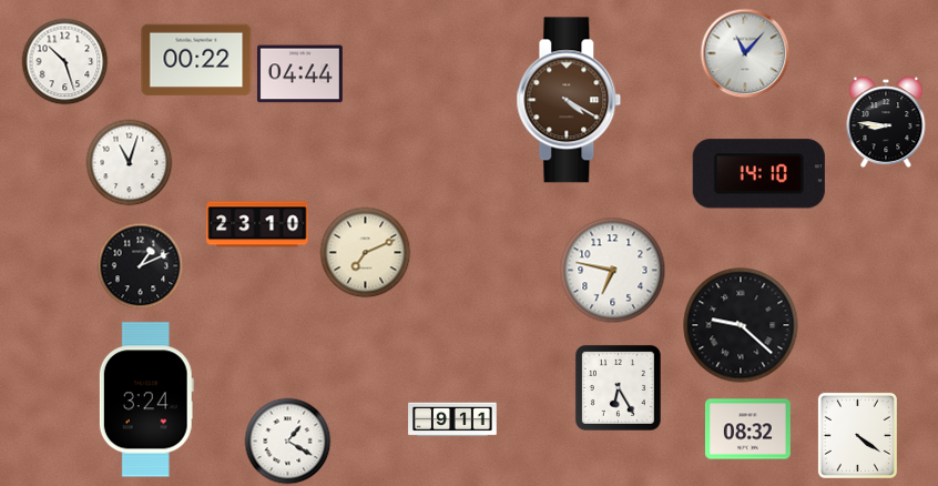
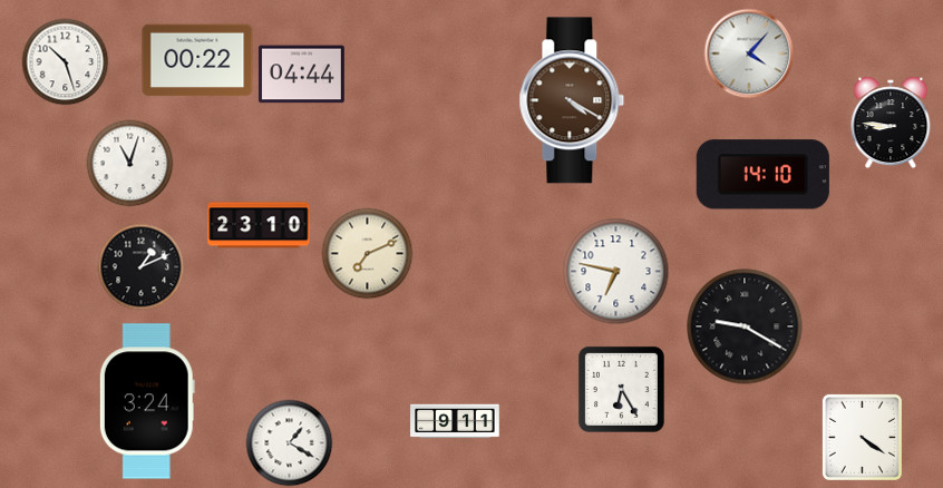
clock at (745, 53): 11:07 -> 4:07
clock at (741, 325): 9:22 -> 9:20
clock at (747, 429): 08:32 -> none
